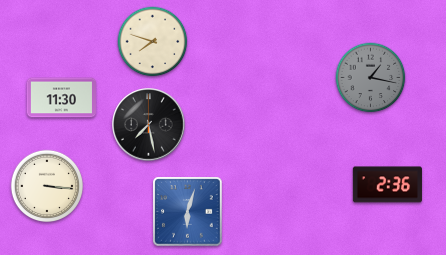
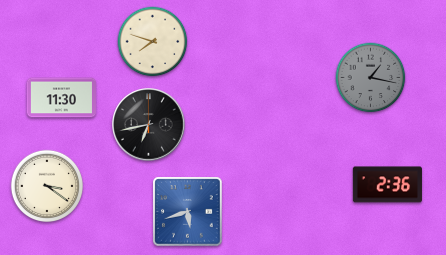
clock at (149, 125): 7:28 -> 6:43
clock at (47, 186): 3:16 -> 3:21
clock at (188, 212): 6:03 -> 5:42
